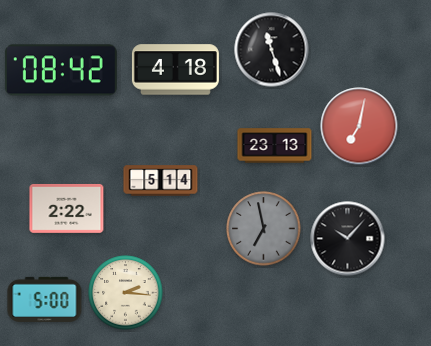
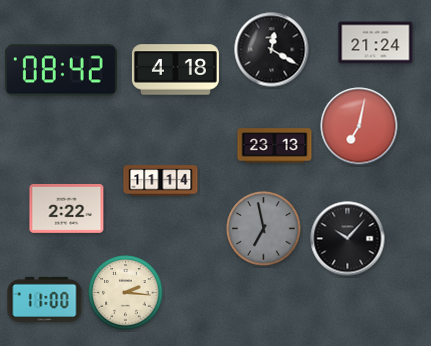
clock at (376, 43): none -> 21:24
clock at (272, 50): 11:27 -> 12:20
clock at (161, 181): 5:14 -> 11:14
clock at (45, 299): 5:00 -> 11:00
